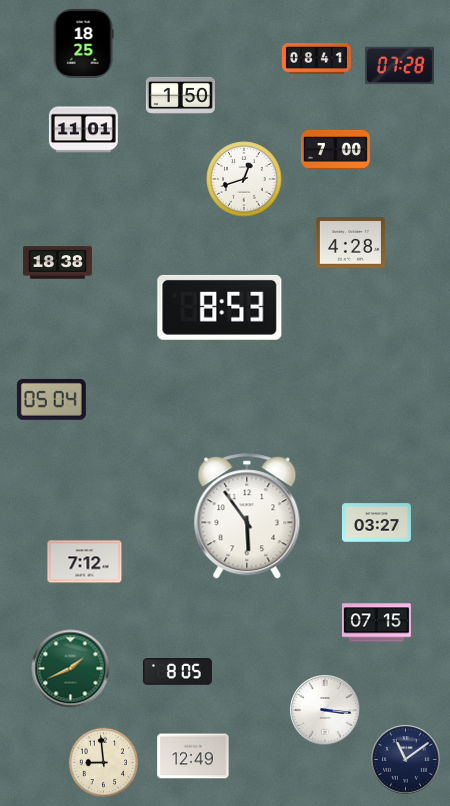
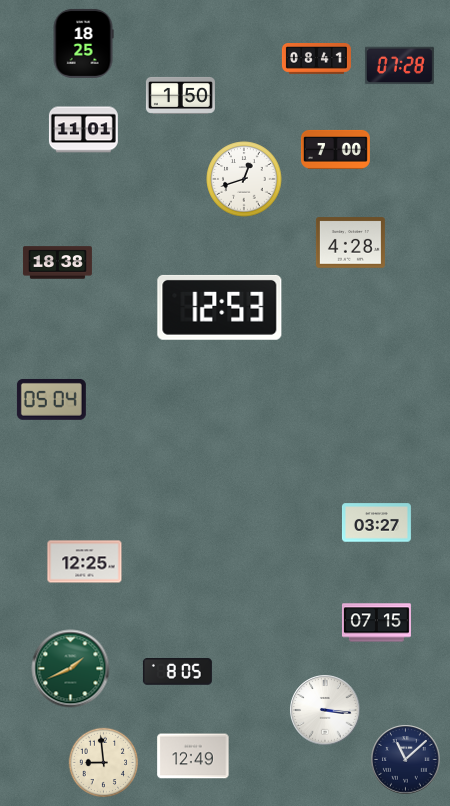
clock at (220, 307): 8:53 -> 12:53
clock at (247, 517): 5:54 -> none
clock at (85, 562): 7:12 -> 12:25
clock at (406, 760): 11:09 -> 11:08
